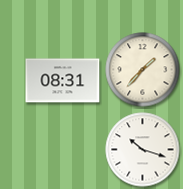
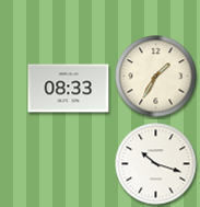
clock at (143, 70): 1:37 -> 1:35
clock at (63, 81): 08:31 -> 08:33
